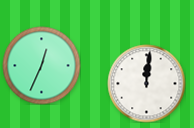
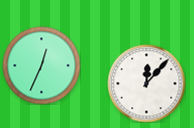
clock at (146, 83): 12:01 -> 12:07
